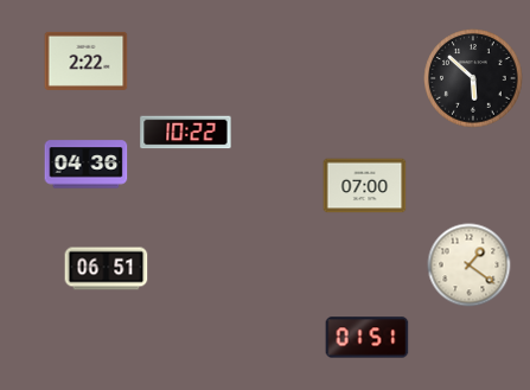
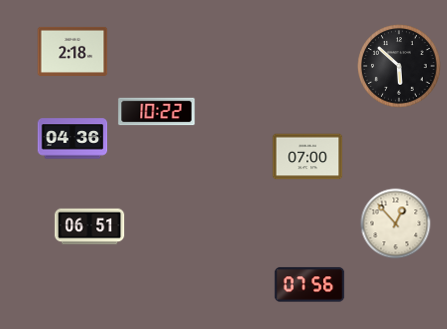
clock at (87, 60): 2:22 -> 2:18
clock at (470, 266): 1:21 -> 12:53
clock at (368, 338): 01:51 -> 07:56
